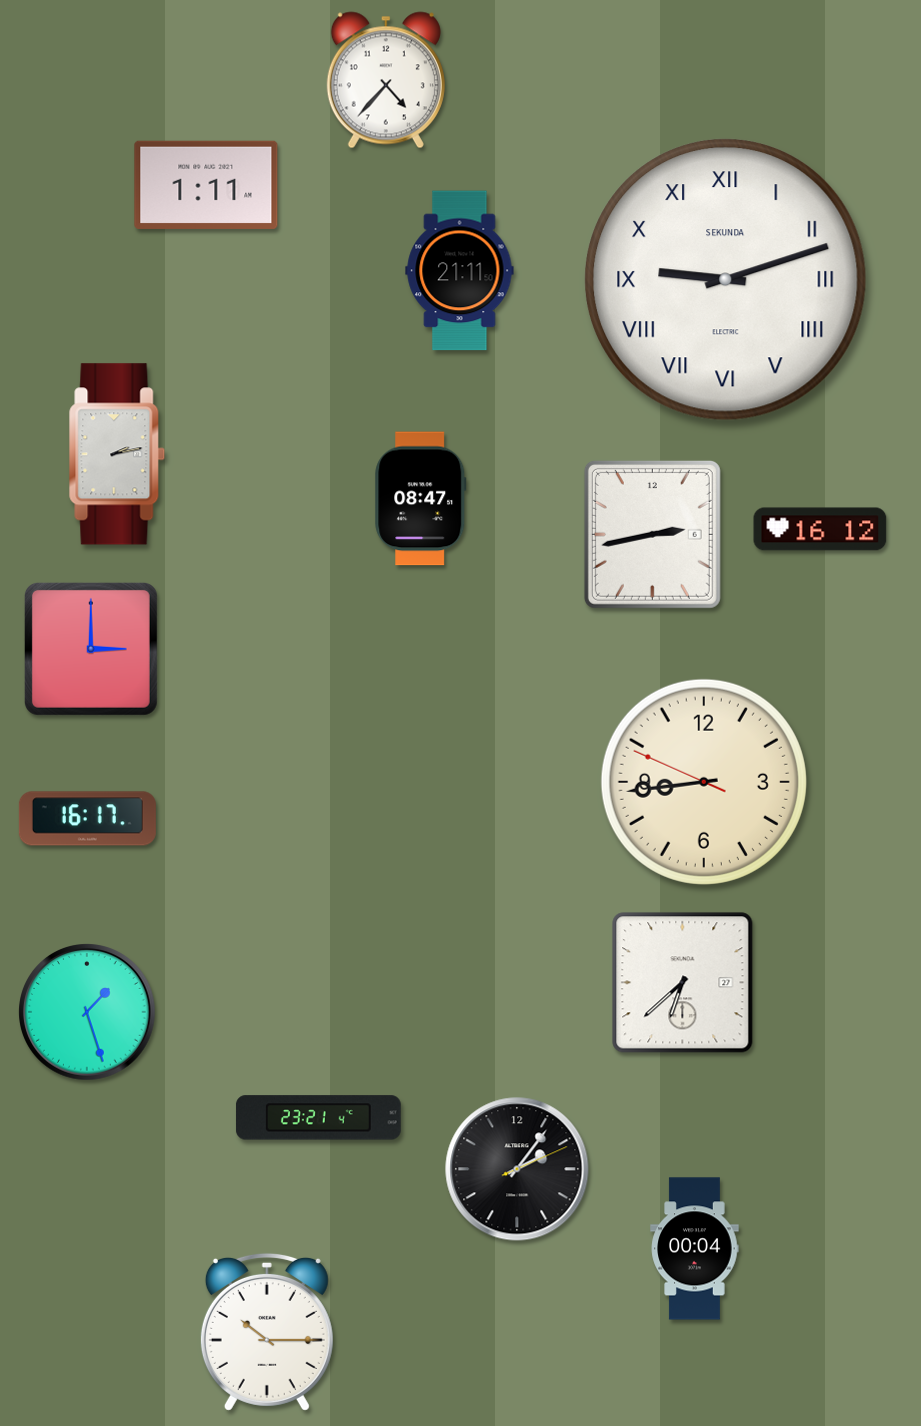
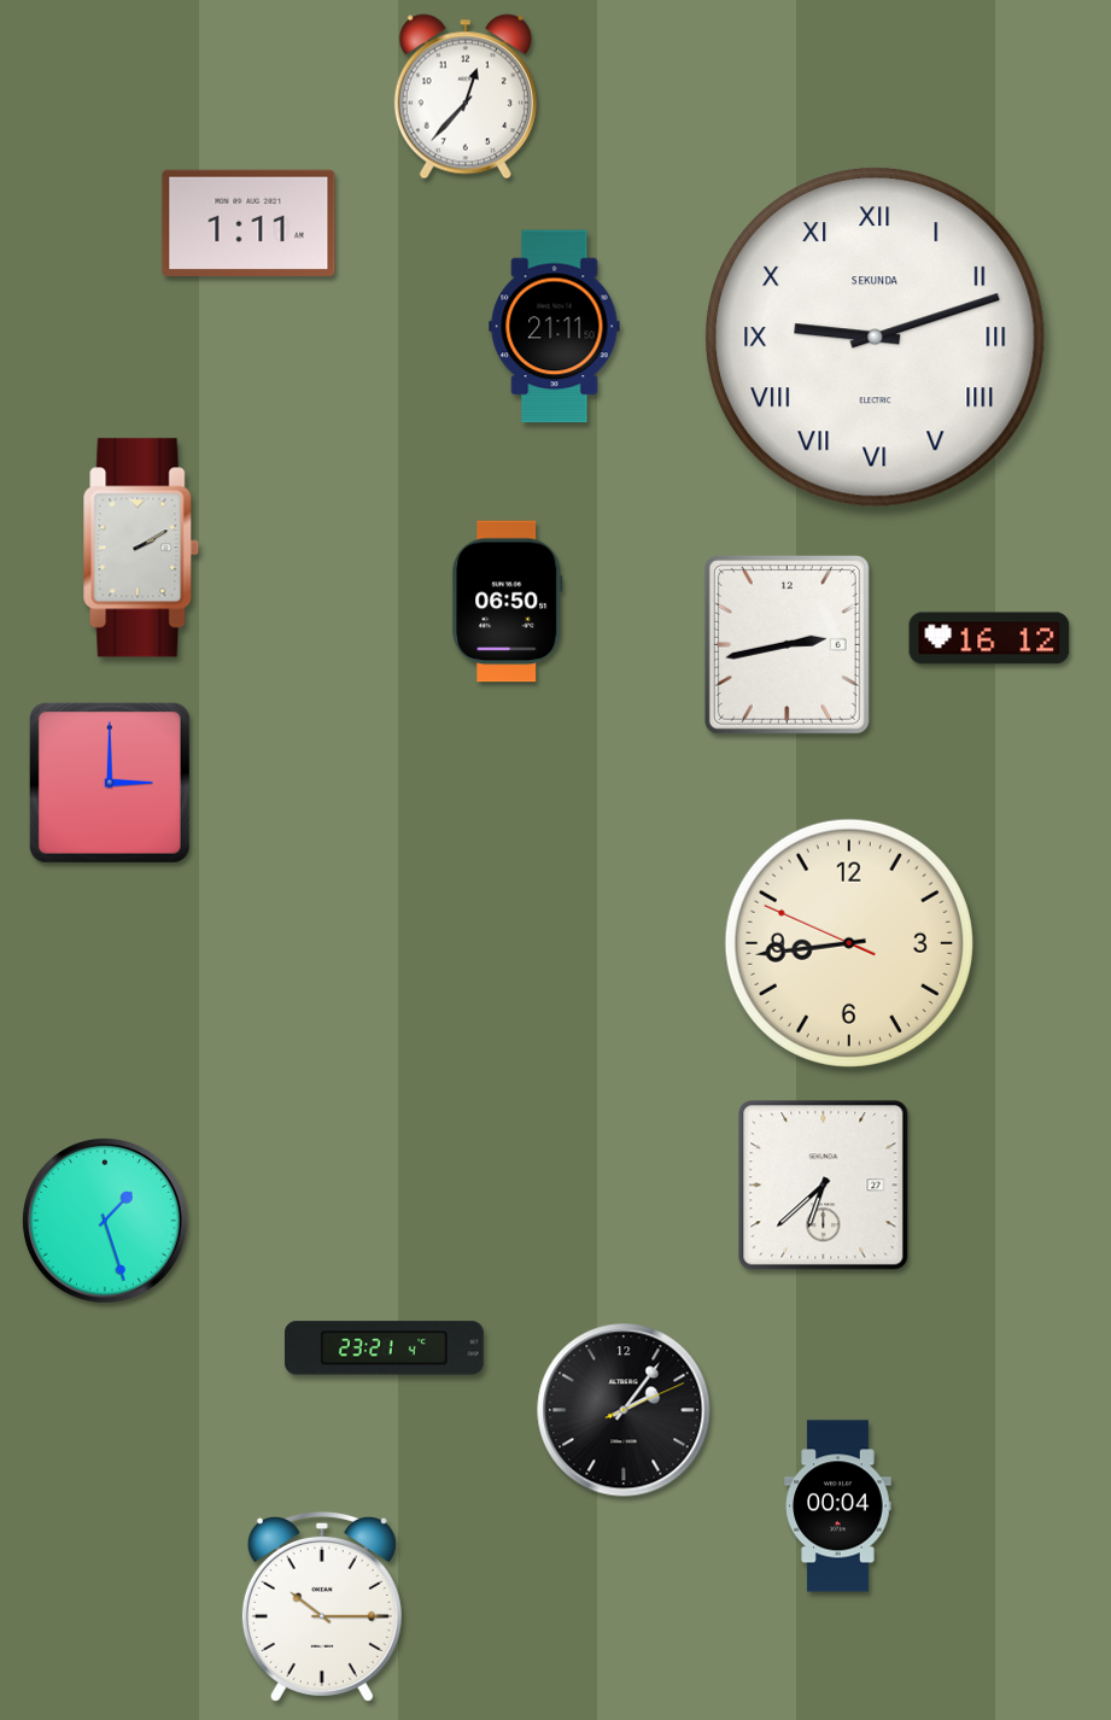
clock at (386, 80): 4:37 -> 12:37
clock at (117, 454): 2:13 -> 2:10
clock at (421, 499): 08:47 -> 06:50
clock at (87, 819): 16:17 -> none
